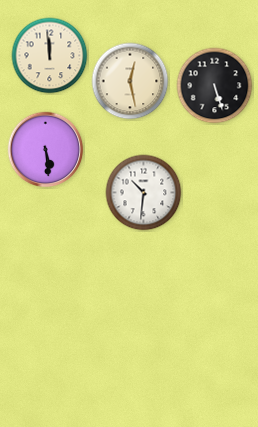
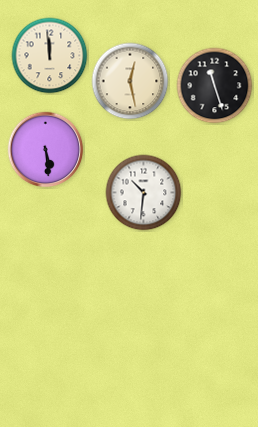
clock at (215, 86): 5:27 -> 11:27
